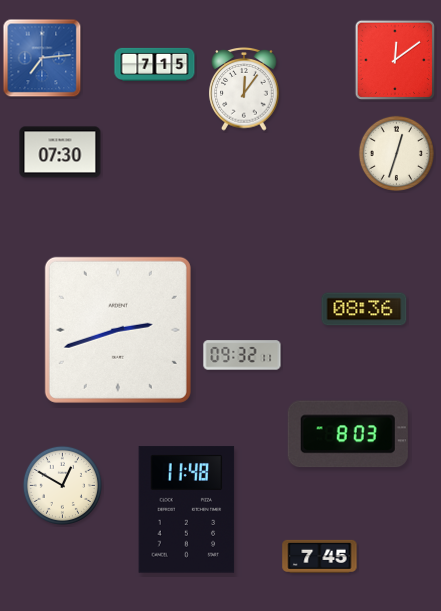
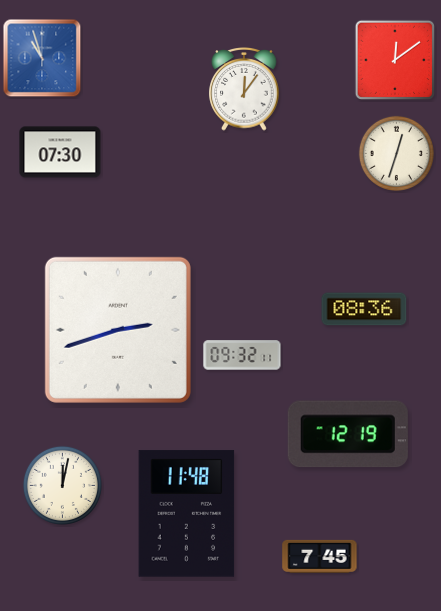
clock at (42, 58): 7:14 -> 10:57
clock at (155, 64): 7:15 -> none
clock at (348, 434): 8:03 -> 12:19
clock at (62, 485): 12:50 -> 12:02
clock at (187, 510) position: (187, 510) -> (187, 514)
